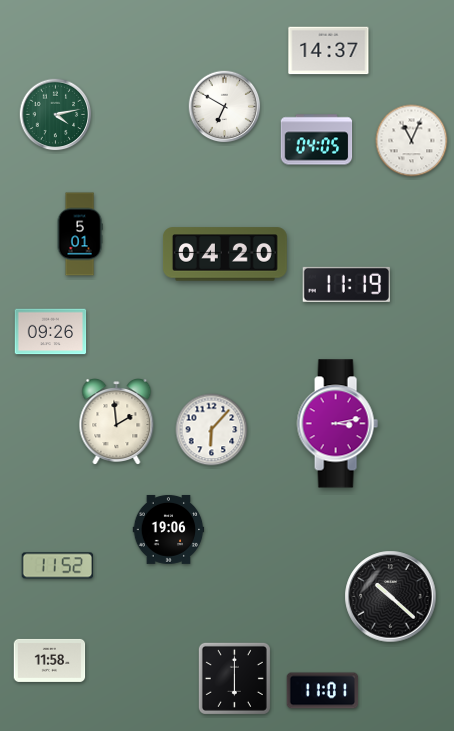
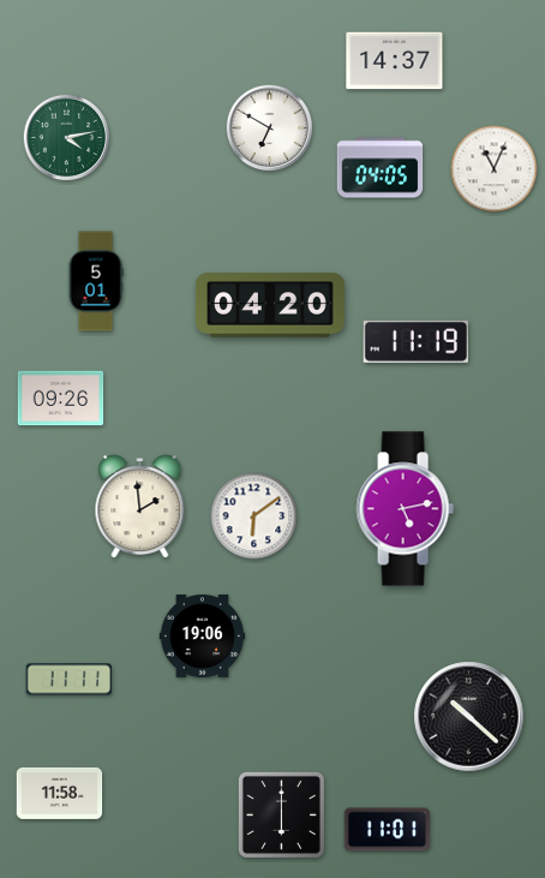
clock at (337, 424): 3:13 -> 5:13
clock at (212, 430): 6:07 -> 6:09
clock at (58, 566): 11:52 -> 11:11
